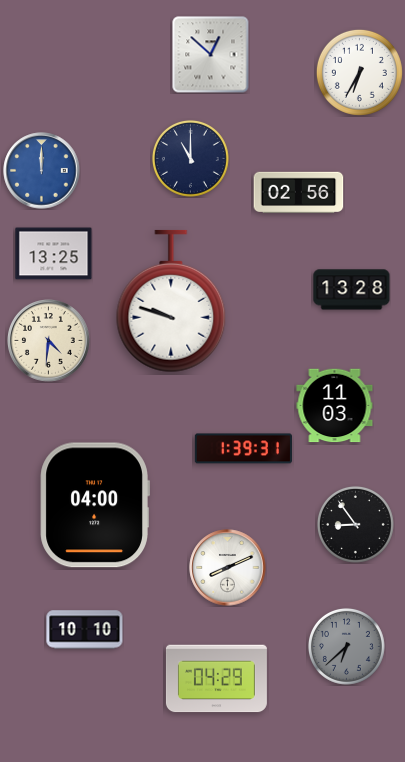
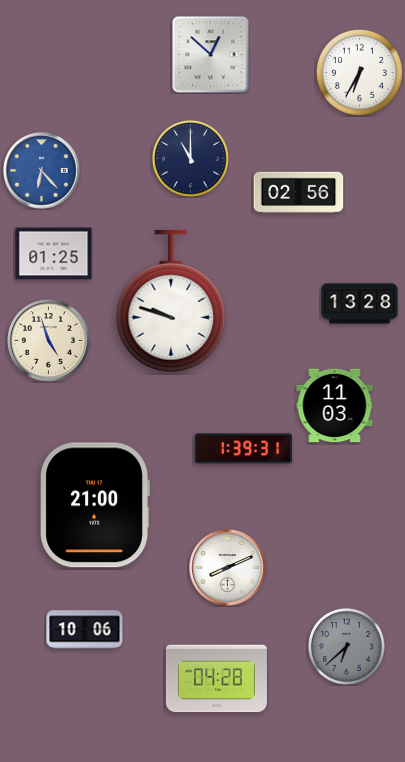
clock at (42, 171): 12:00 -> 6:23
clock at (54, 254): 13:25 -> 01:25
clock at (352, 290) position: (352, 290) -> (360, 304)
clock at (49, 341): 4:31 -> 4:57
clock at (95, 505): 04:00 -> 21:00
clock at (355, 524): 8:54 -> none
clock at (85, 630): 10:10 -> 10:06
clock at (216, 679): 04:29 -> 04:28
